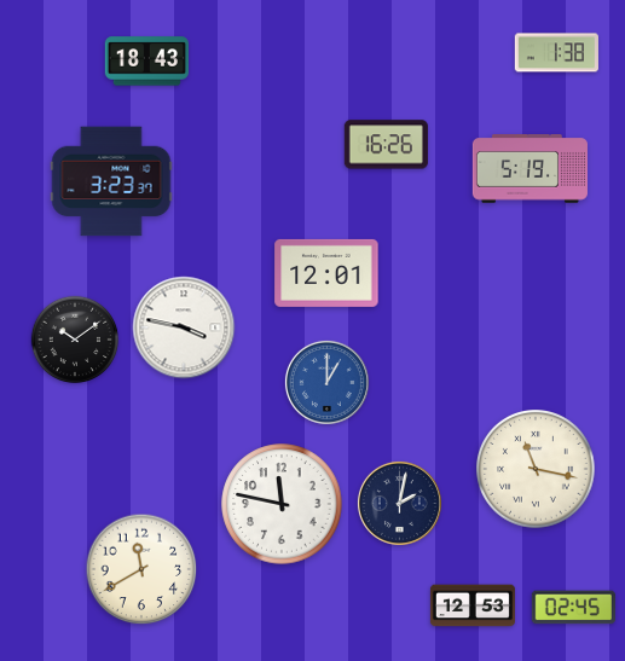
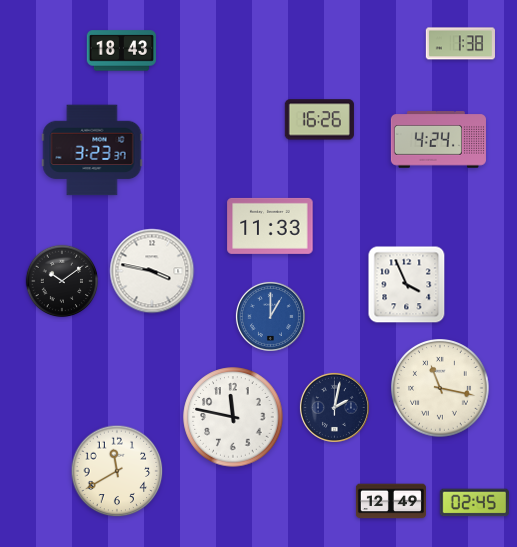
clock at (529, 169): 5:19 -> 4:24
clock at (326, 273): 12:01 -> 11:33
clock at (407, 285): none -> 3:56
clock at (536, 469) position: (536, 469) -> (440, 388)
clock at (399, 503) position: (399, 503) -> (334, 407)
clock at (473, 605): 12:53 -> 12:49
